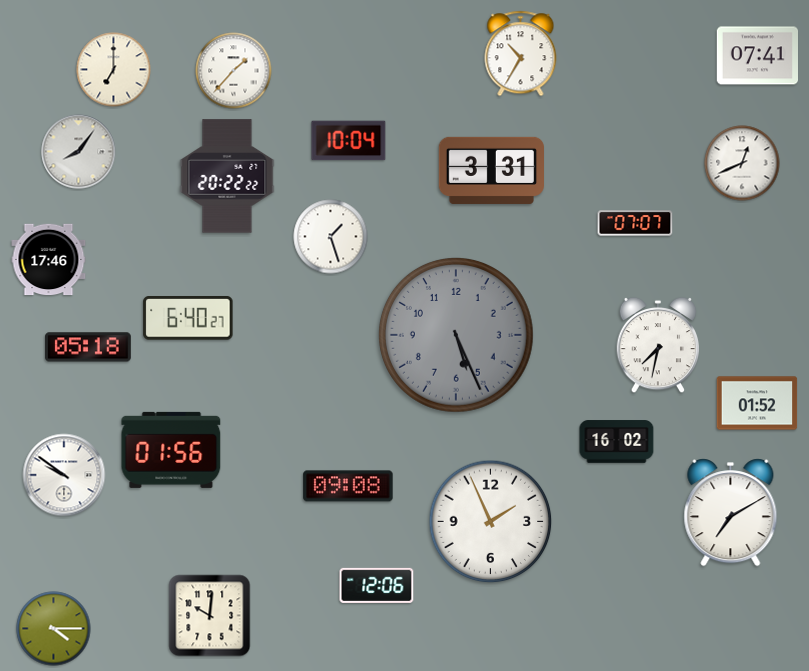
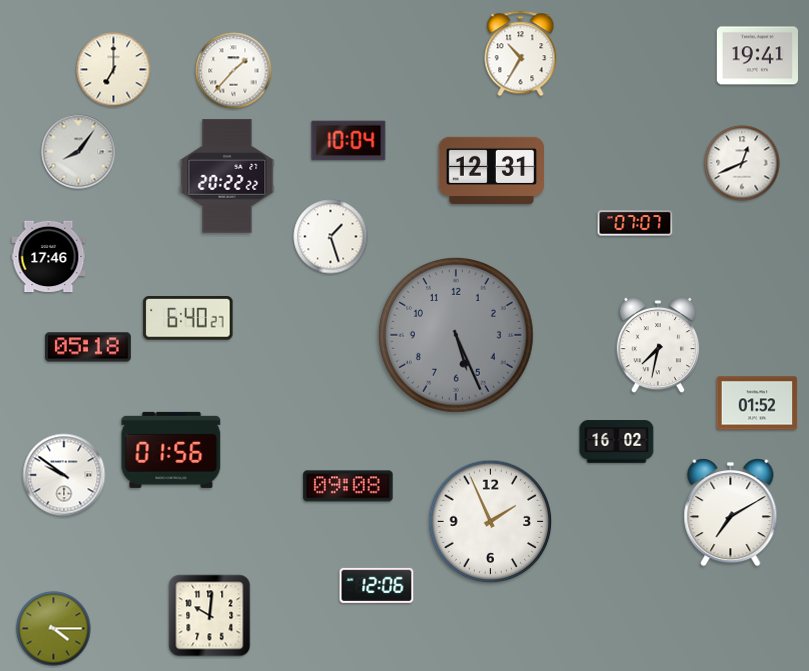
clock at (757, 56): 07:41 -> 19:41
clock at (491, 170): 3:31 -> 12:31
clock at (49, 260) position: (49, 260) -> (49, 257)
